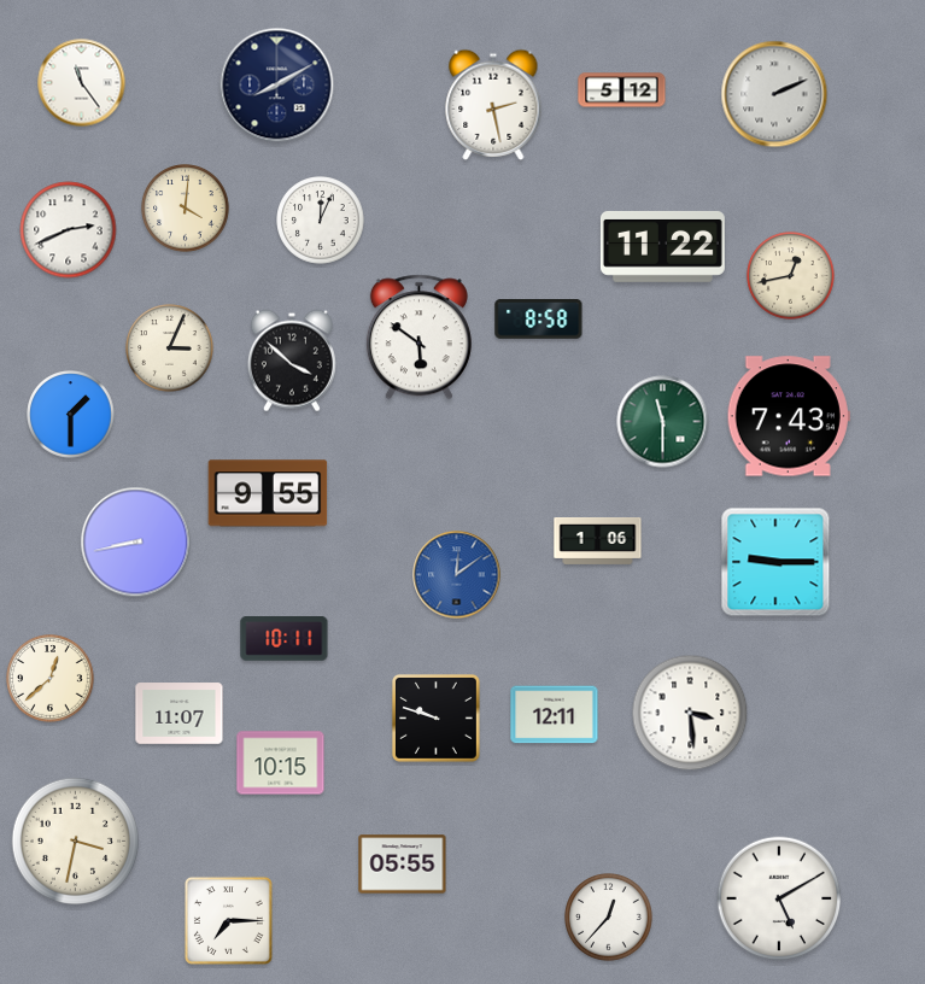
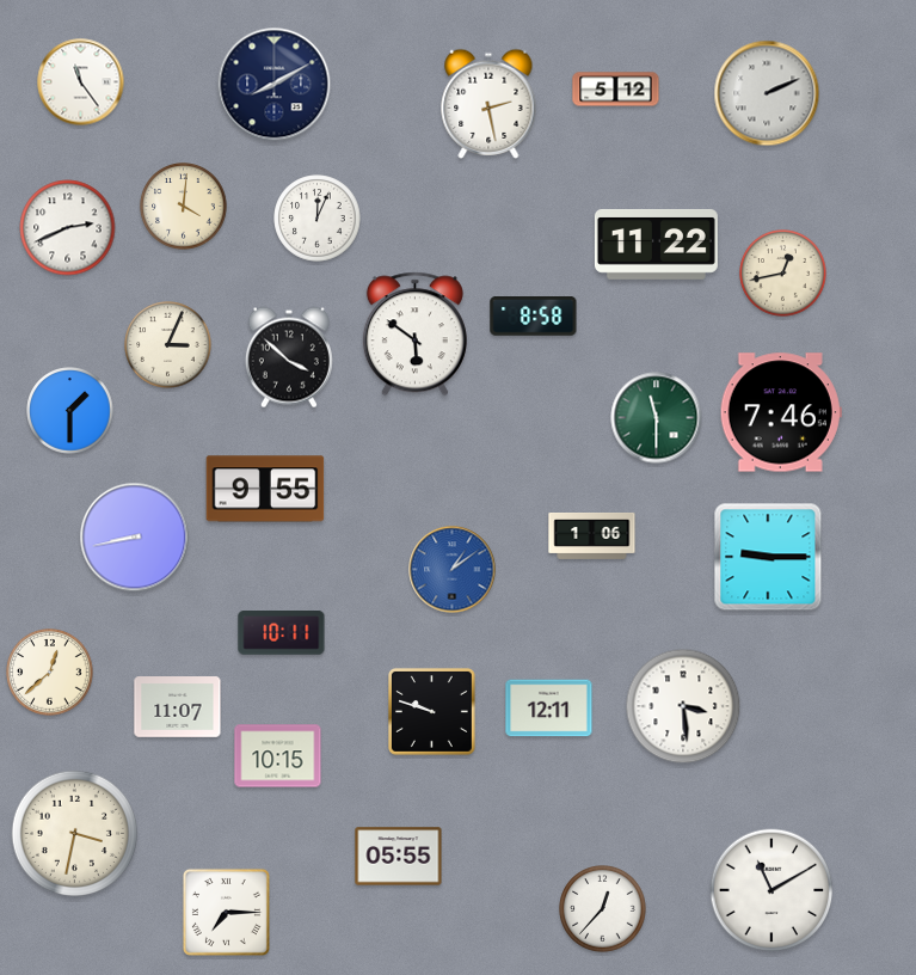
clock at (789, 416): 7:43 -> 7:46
clock at (457, 575): 12:09 -> 1:09
clock at (779, 898): 5:10 -> 11:10
